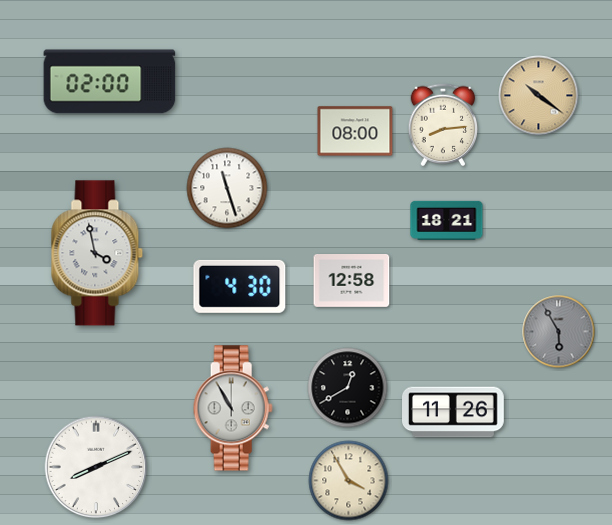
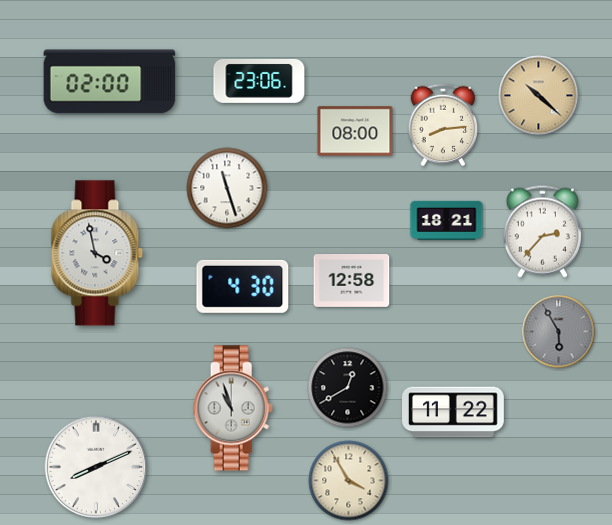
clock at (259, 81): none -> 23:06
clock at (539, 96): 10:21 -> 10:22
clock at (542, 231): none -> 2:37
clock at (240, 286) position: (240, 286) -> (243, 286)
clock at (233, 408): 10:55 -> 10:57
clock at (454, 412): 11:26 -> 11:22
